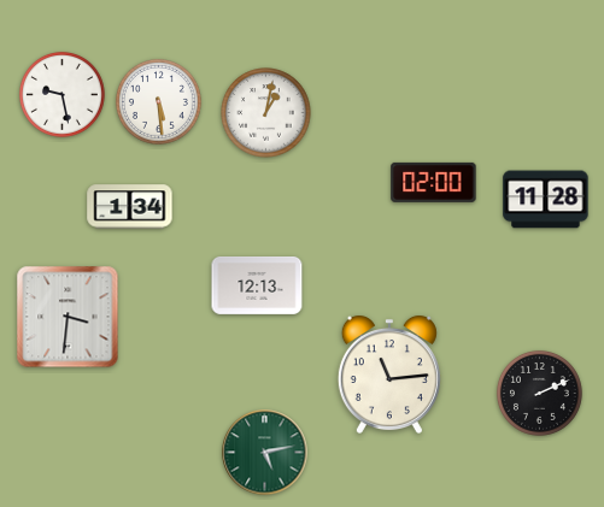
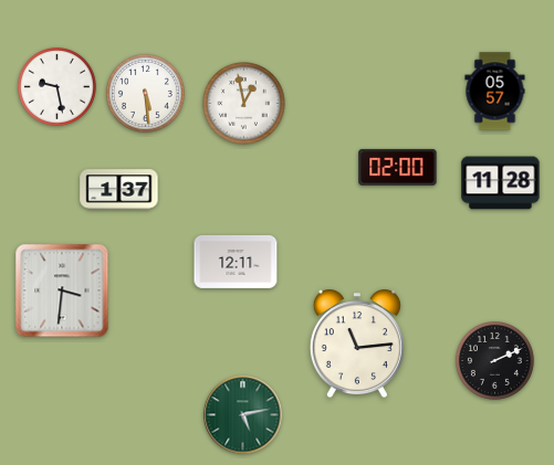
clock at (495, 92): none -> 05:57
clock at (266, 113): 1:02 -> 12:58
clock at (130, 207): 1:34 -> 1:37
clock at (257, 285): 12:13 -> 12:11
